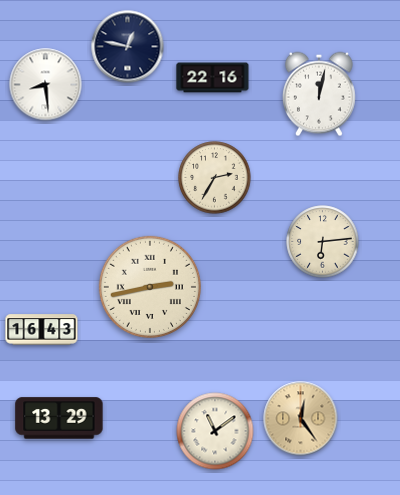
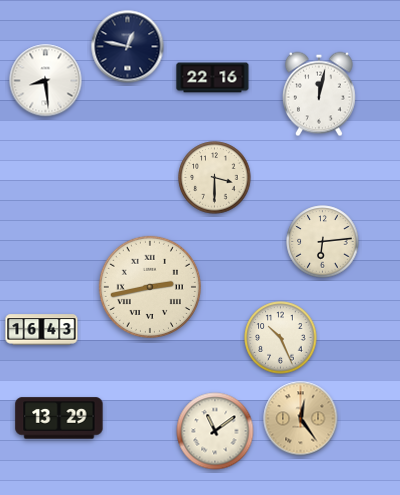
clock at (46, 85) position: (46, 85) -> (46, 81)
clock at (215, 178): 2:35 -> 3:30
clock at (281, 338): none -> 10:26
